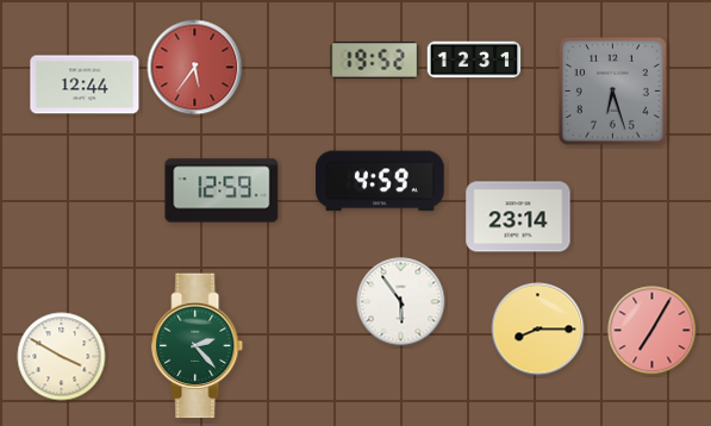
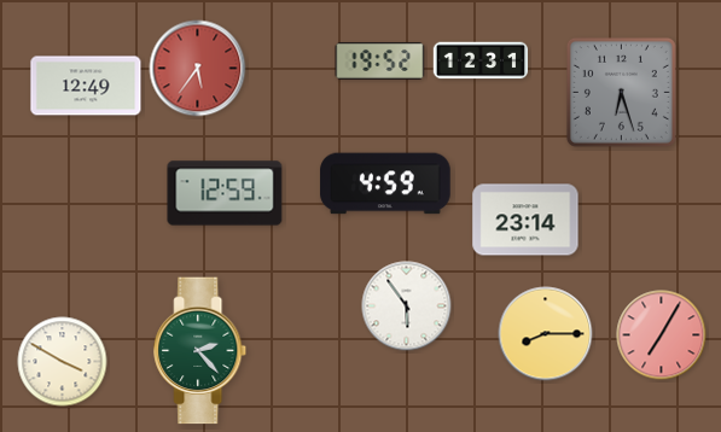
clock at (85, 84): 12:44 -> 12:49
